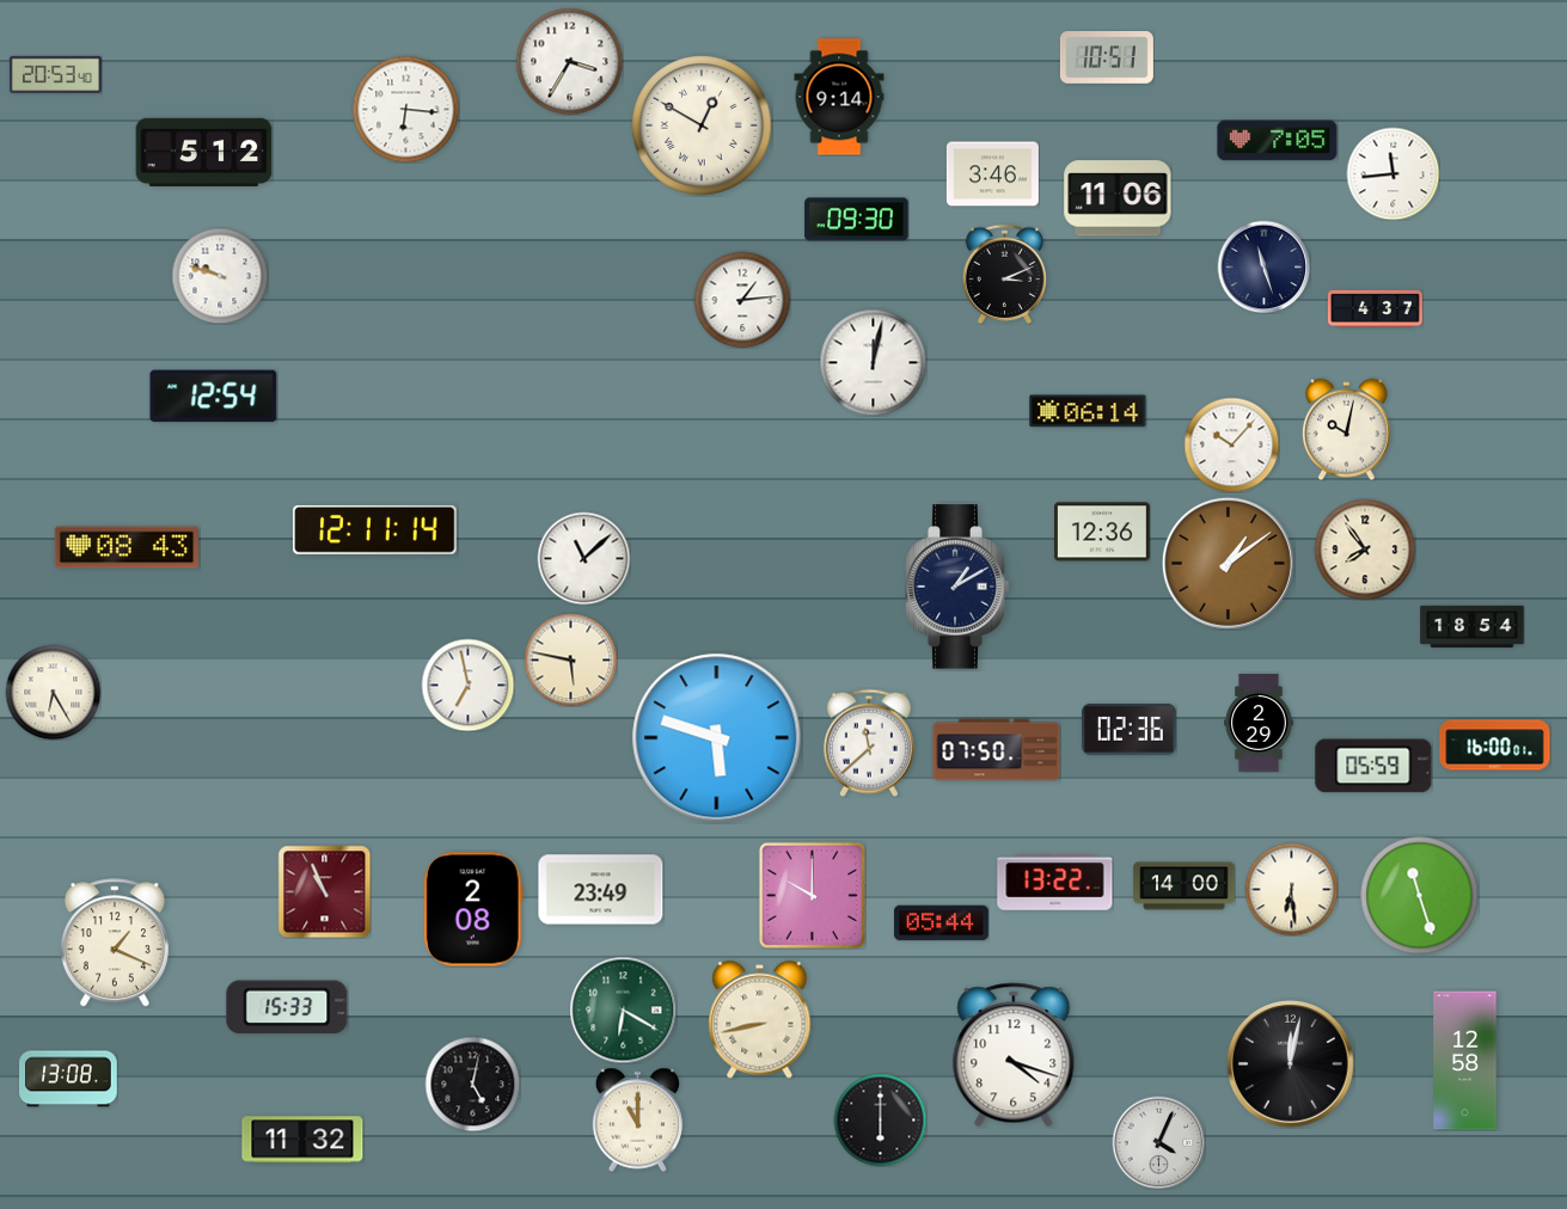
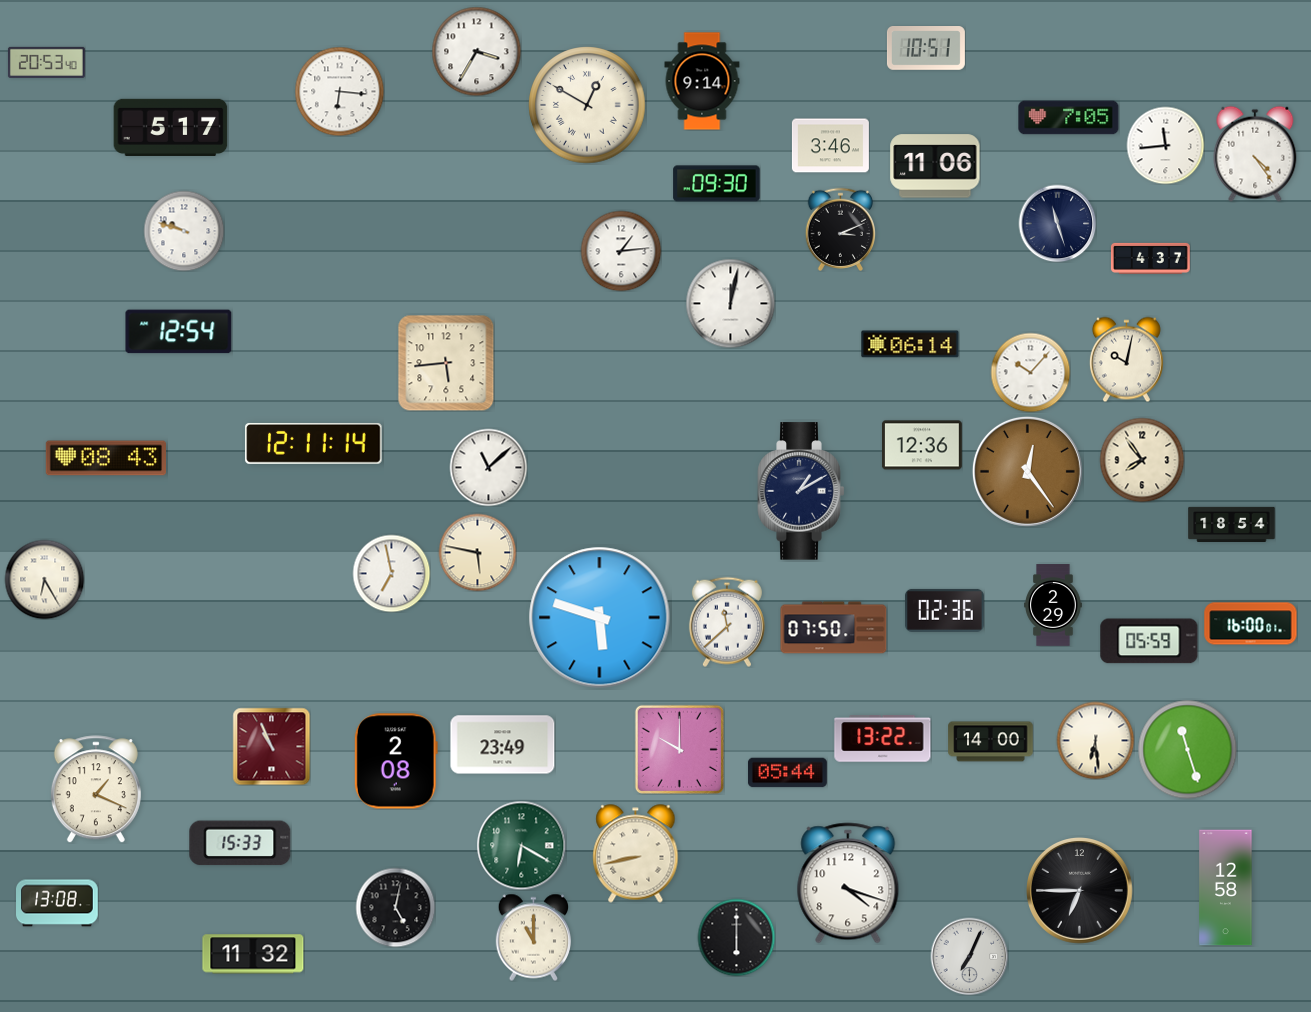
clock at (204, 152): 5:12 -> 5:17
clock at (1255, 154): none -> 4:24
clock at (446, 363): none -> 5:44
clock at (1228, 563): 1:09 -> 12:24
clock at (1291, 889) position: (1291, 889) -> (1095, 740)
clock at (1291, 1064): 12:02 -> 6:45
clock at (1158, 1142): 4:04 -> 7:04
